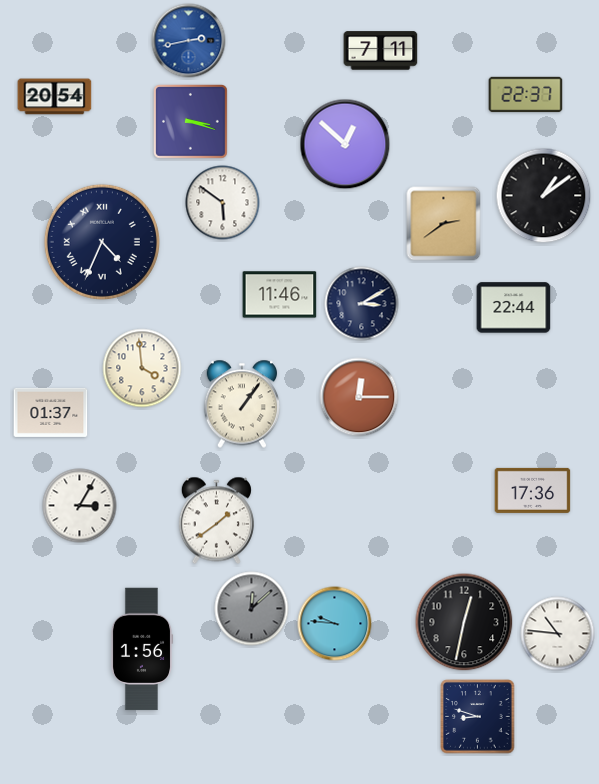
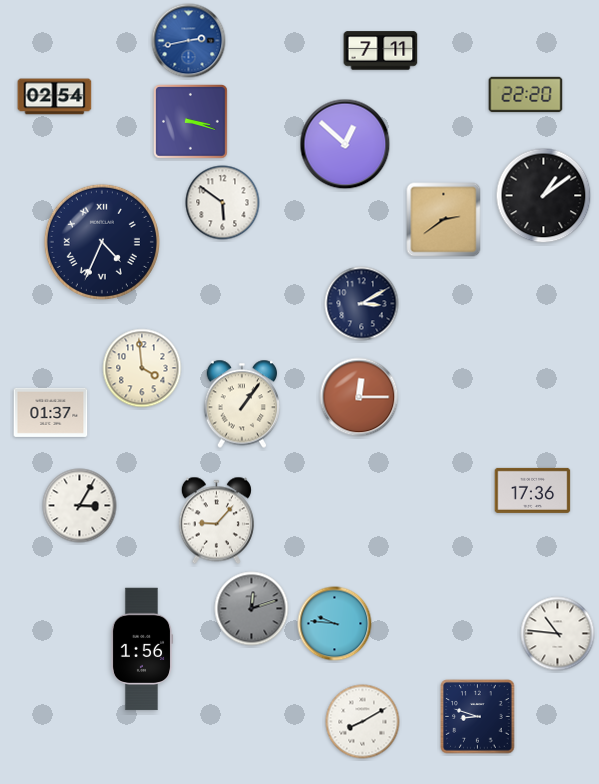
clock at (526, 95): 22:37 -> 22:20
clock at (55, 97): 20:54 -> 02:54
clock at (444, 224) position: (444, 224) -> (444, 220)
clock at (280, 295): 11:46 -> none
clock at (514, 308): 22:44 -> none
clock at (216, 521): 1:39 -> 9:07
clock at (252, 609): 12:08 -> 12:12
clock at (464, 622): 12:32 -> none
clock at (363, 722): none -> 8:10
